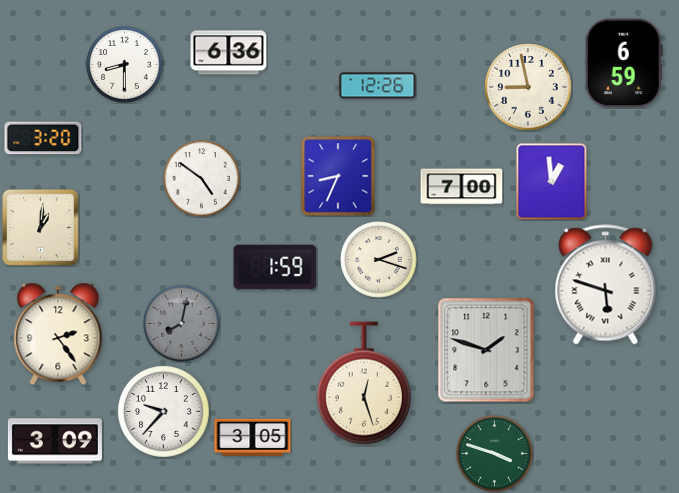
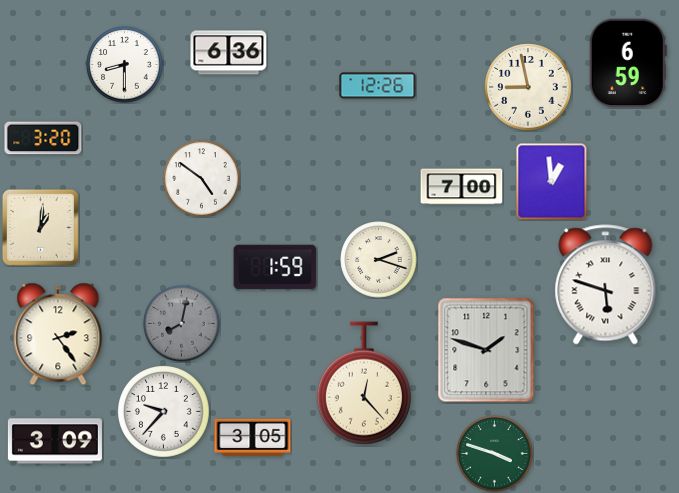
clock at (624, 63) position: (624, 63) -> (628, 63)
clock at (338, 176): 8:34 -> none
clock at (364, 383): 12:27 -> 12:23
